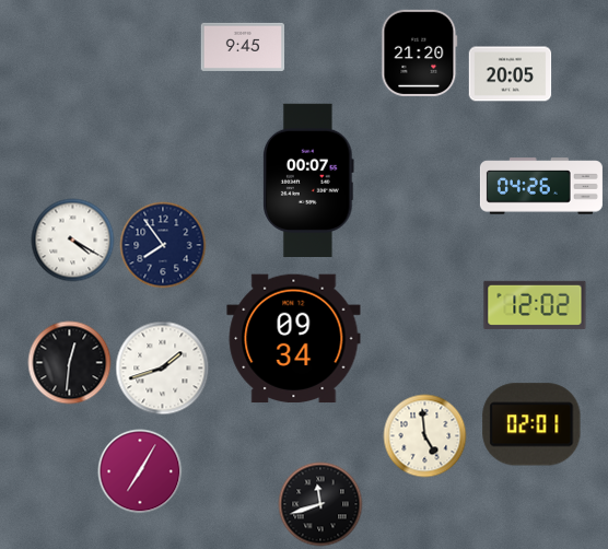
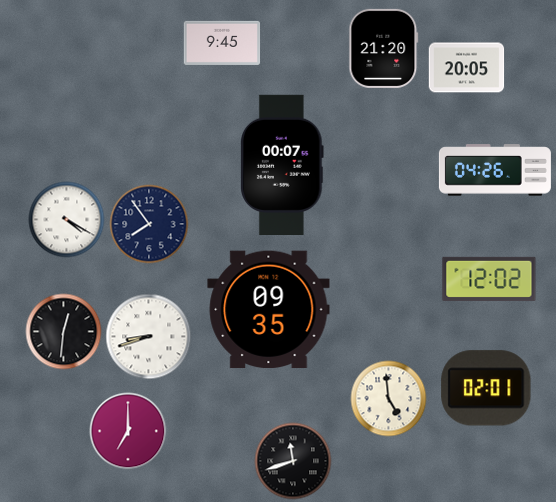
clock at (294, 339): 09:34 -> 09:35
clock at (163, 369): 1:42 -> 8:42
clock at (140, 471): 7:05 -> 7:00
